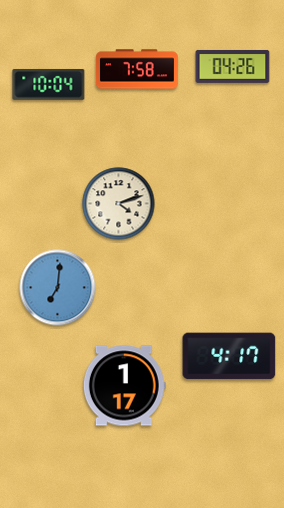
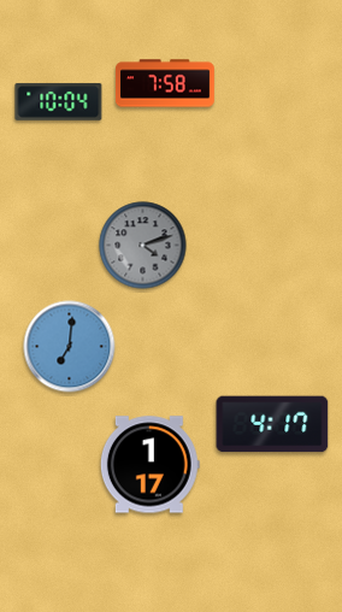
clock at (233, 66): 04:26 -> none
clock at (119, 204) dial: cream -> grey
clock at (229, 356) position: (229, 356) -> (272, 424)
